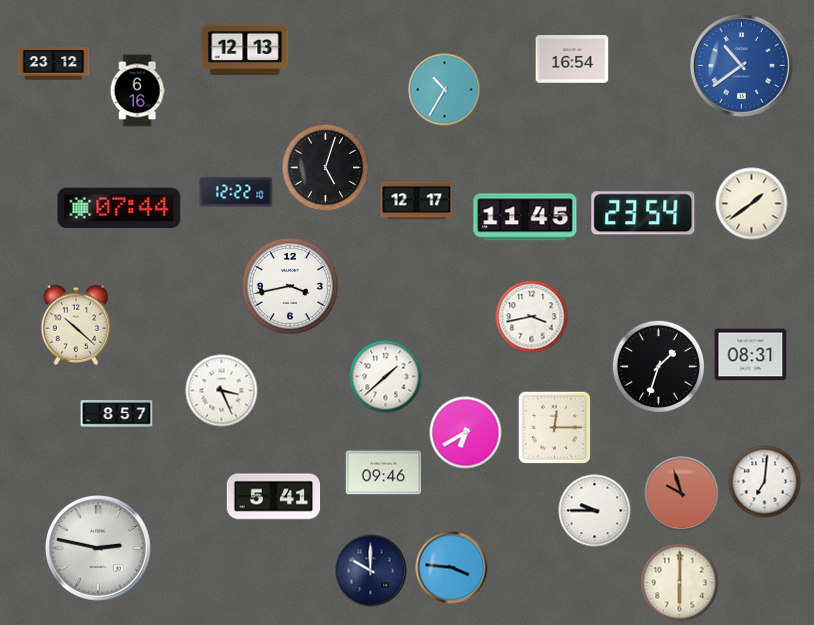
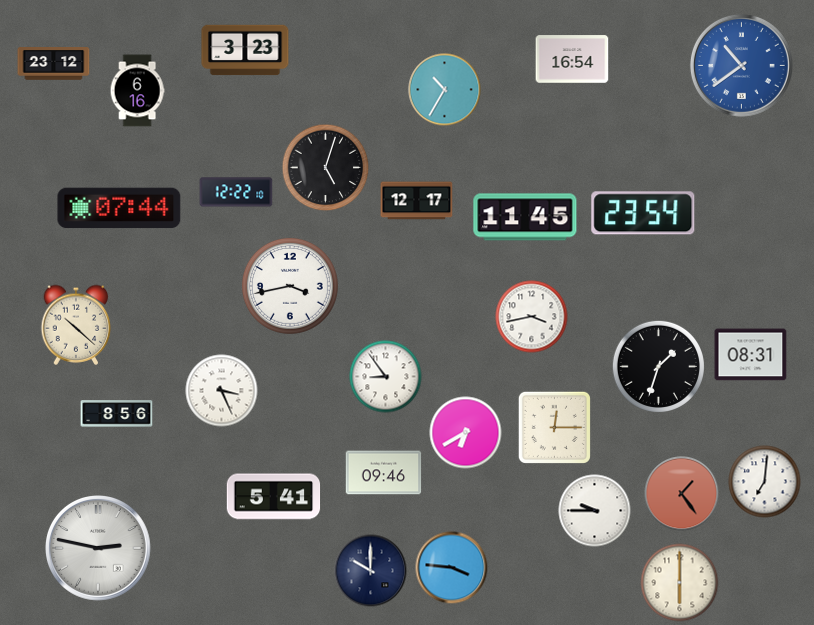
clock at (245, 50): 12:13 -> 3:23
clock at (752, 204): 1:39 -> none
clock at (386, 377): 1:38 -> 8:54
clock at (117, 414): 8:57 -> 8:56
clock at (682, 494): 9:57 -> 1:24
